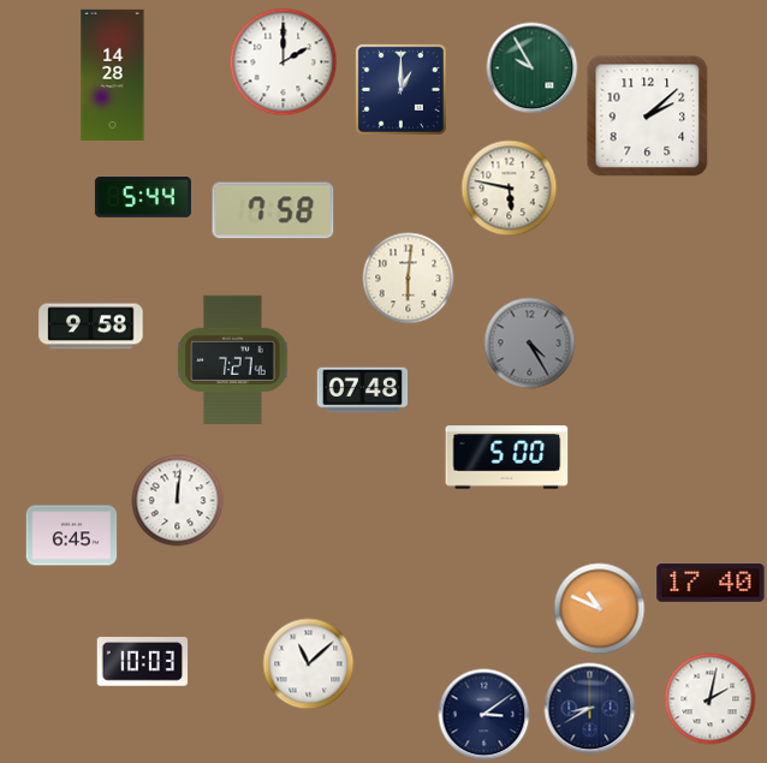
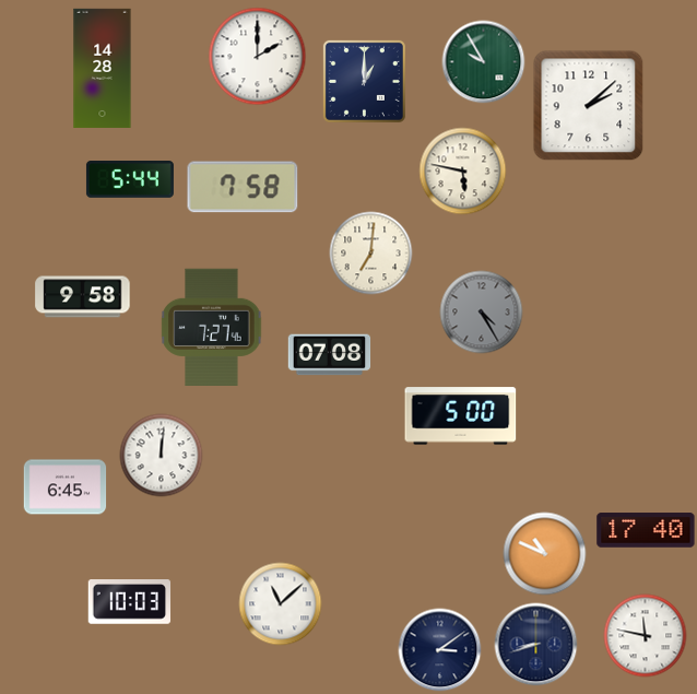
clock at (273, 210) position: (273, 210) -> (243, 187)
clock at (409, 279): 6:01 -> 7:01
clock at (363, 391): 07:48 -> 07:08
clock at (710, 699): 2:02 -> 11:47
clock at (590, 709): 8:40 -> 8:42
